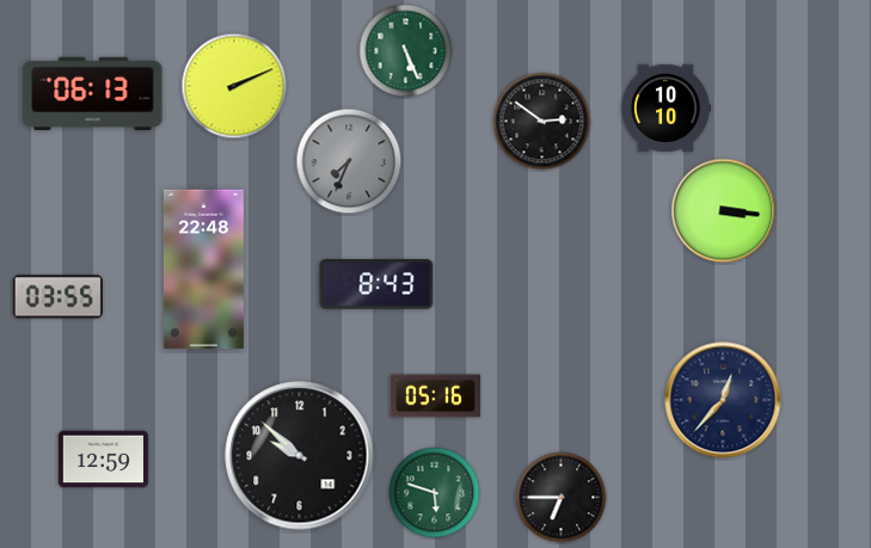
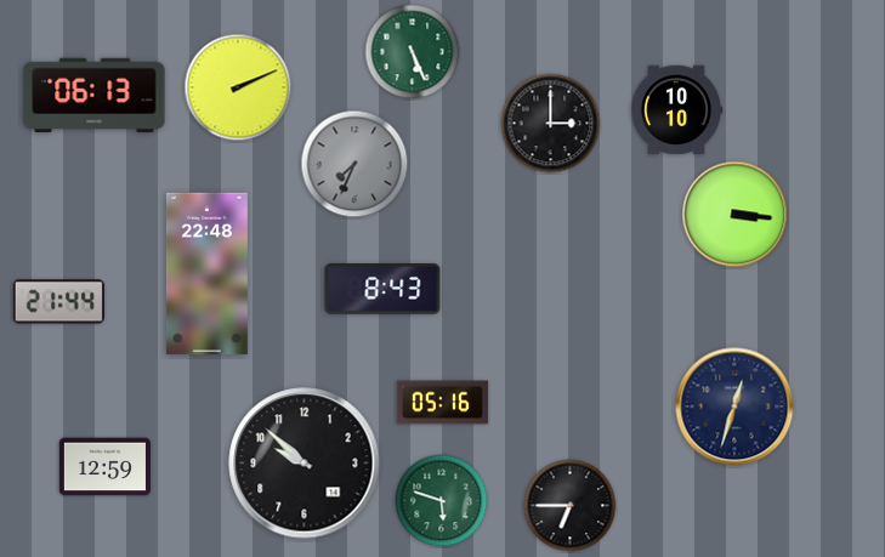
clock at (542, 122): 2:51 -> 3:00
clock at (57, 297): 03:55 -> 21:44
clock at (723, 400): 12:37 -> 12:33
